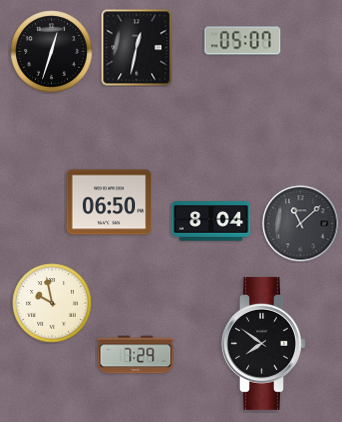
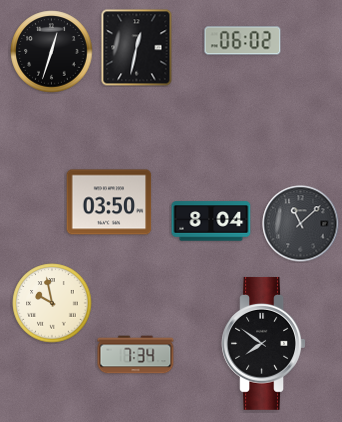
clock at (243, 41): 05:07 -> 06:02
clock at (109, 202): 06:50 -> 03:50
clock at (136, 355): 7:29 -> 7:34
